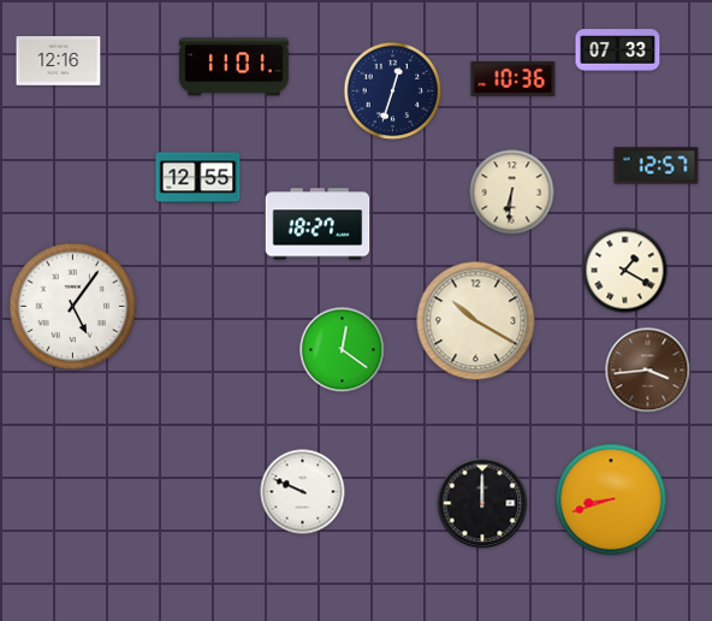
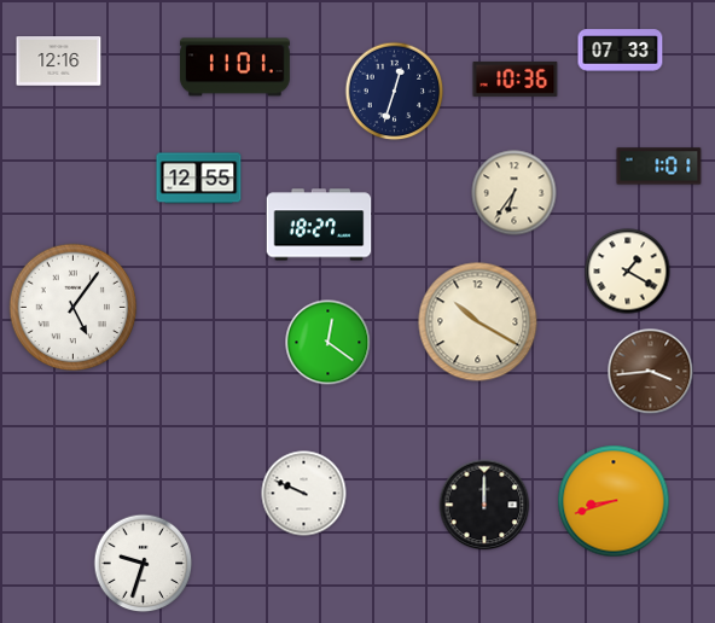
clock at (657, 166): 12:57 -> 1:01
clock at (512, 193): 6:31 -> 6:36
clock at (343, 350) position: (343, 350) -> (329, 343)
clock at (144, 564): none -> 9:33
